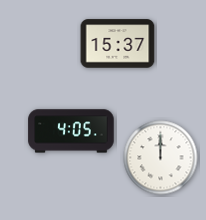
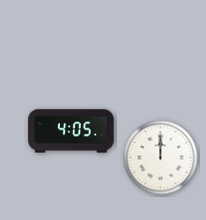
clock at (118, 44): 15:37 -> none
